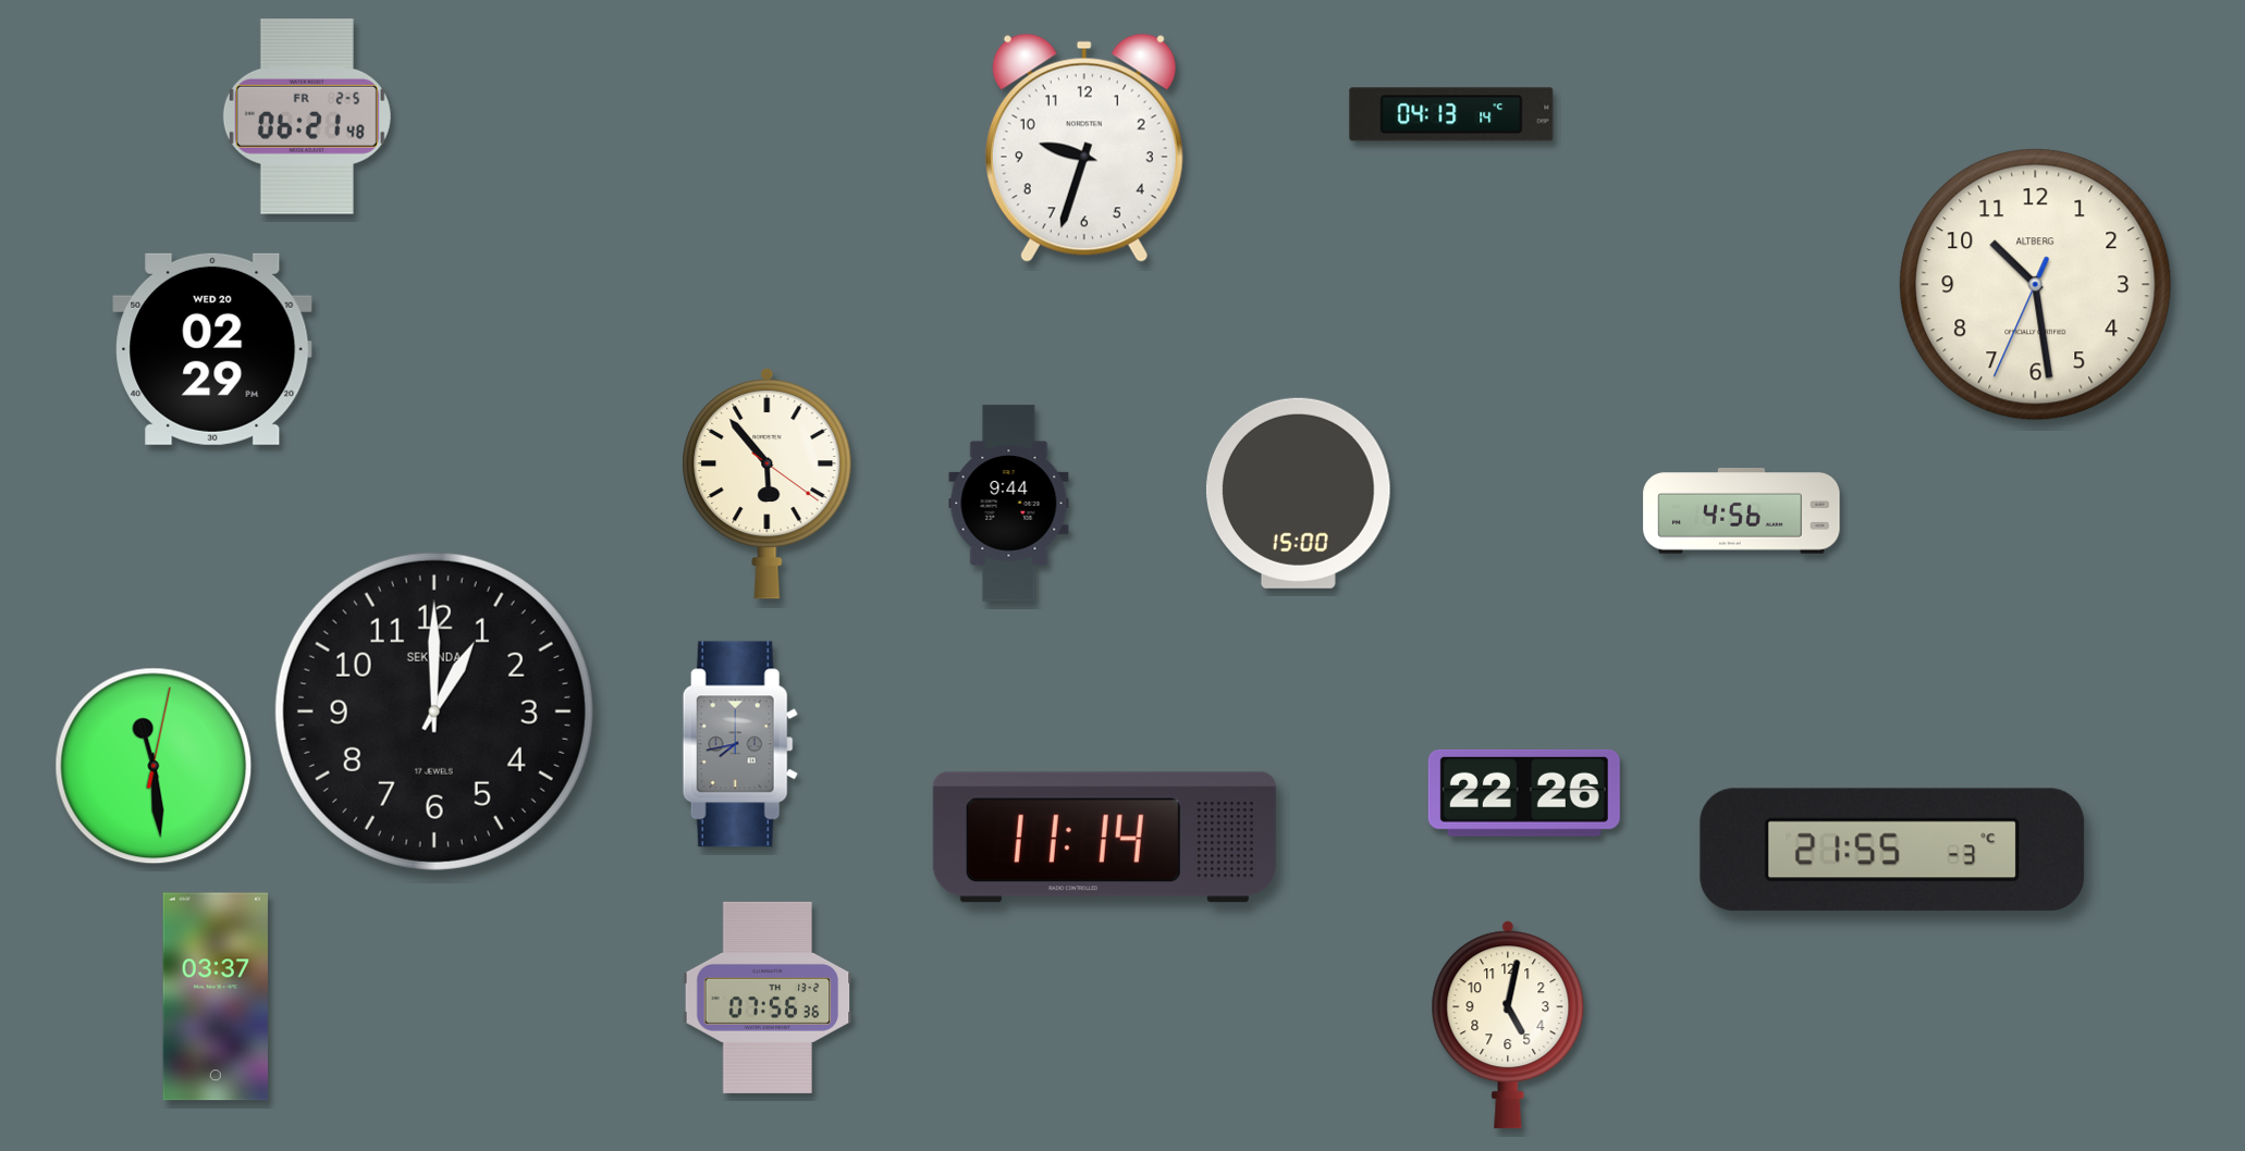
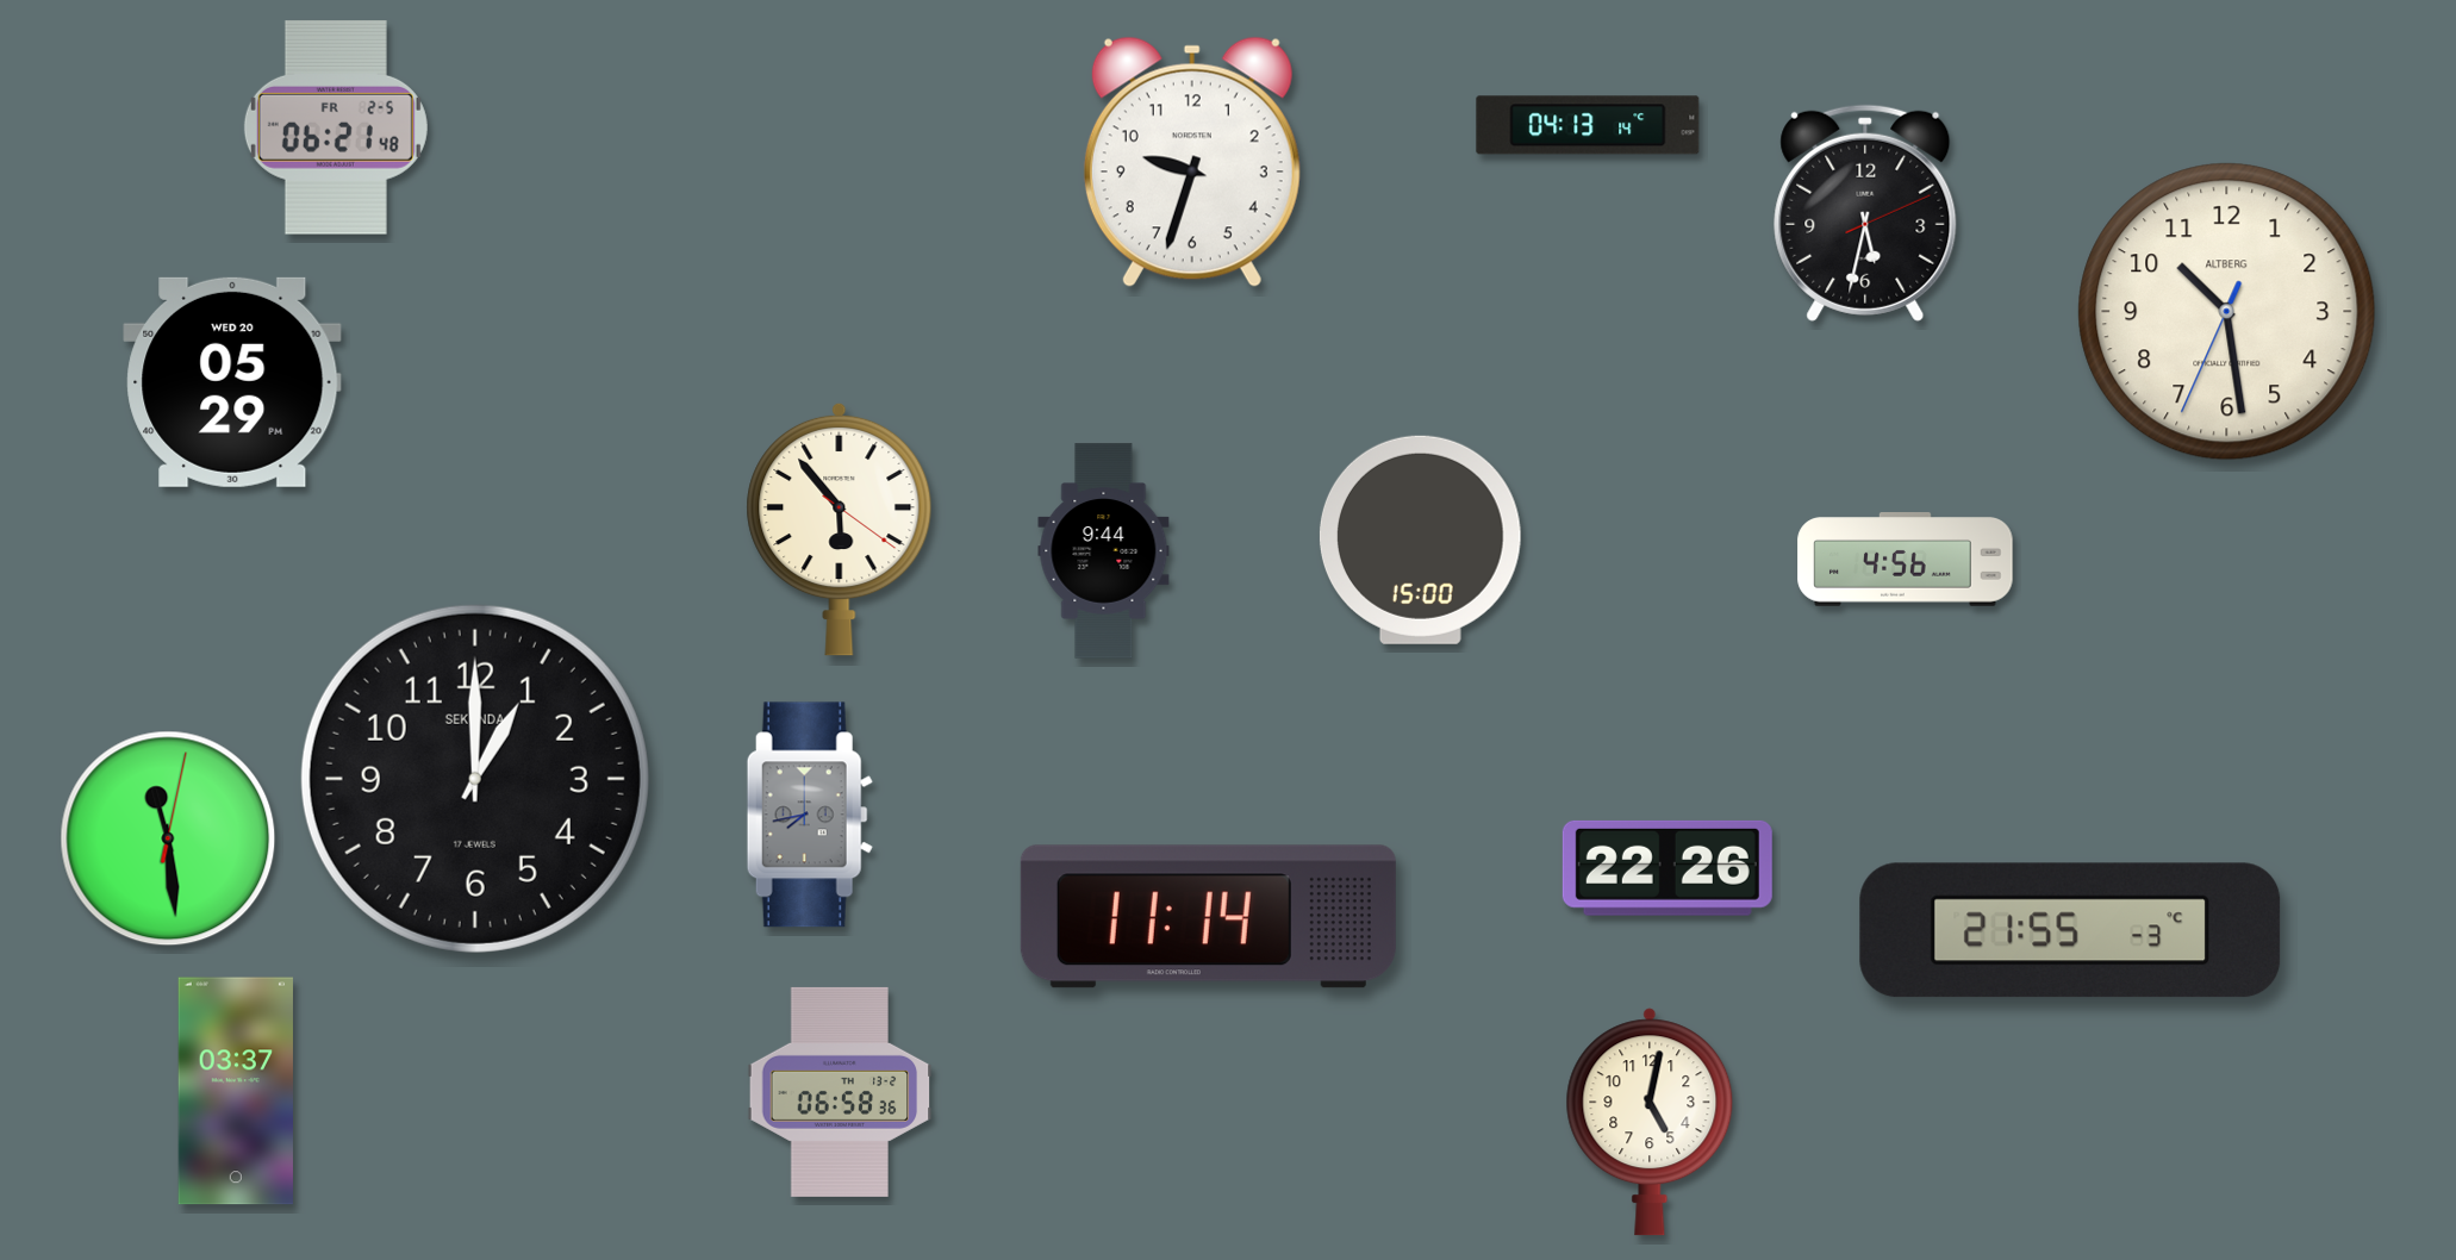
clock at (1084, 148) position: (1084, 148) -> (1192, 162)
clock at (1865, 213): none -> 5:32
clock at (212, 349): 02:29 -> 05:29
clock at (768, 998): 07:56 -> 06:58
